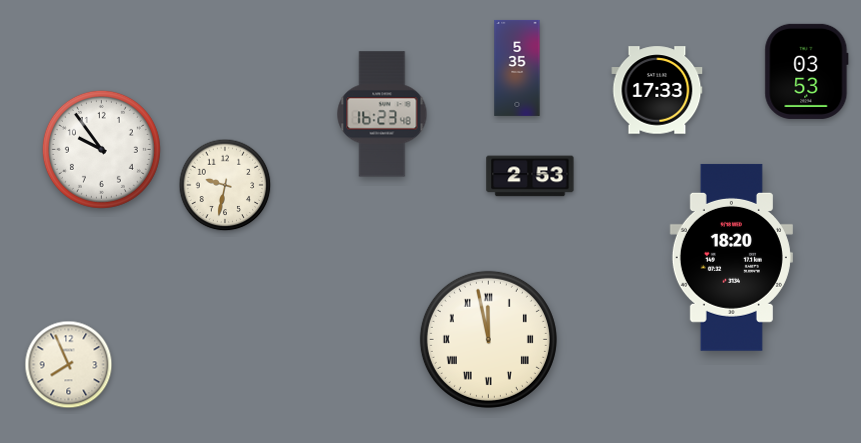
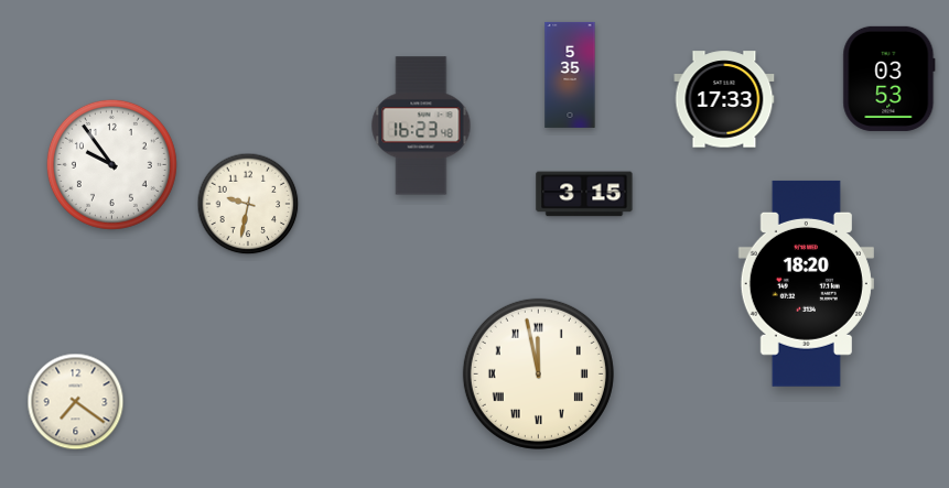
clock at (530, 176): 2:53 -> 3:15
clock at (69, 365): 7:56 -> 7:21
